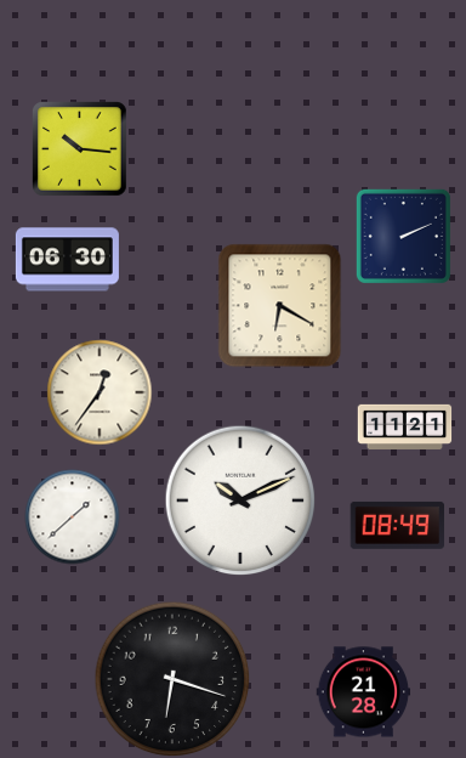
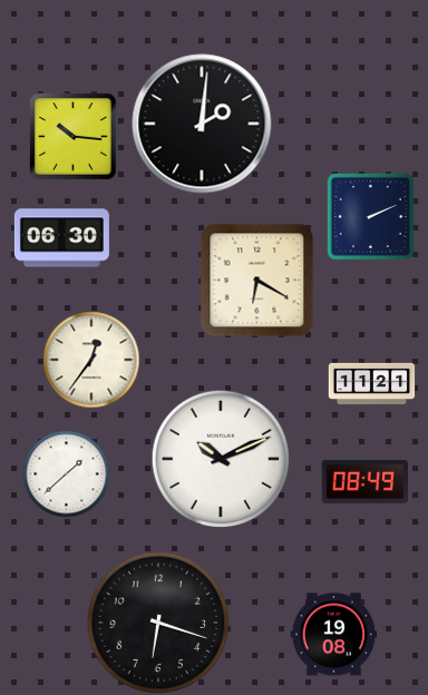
clock at (202, 124): none -> 2:01
clock at (404, 426) position: (404, 426) -> (371, 383)
clock at (363, 692): 21:28 -> 19:08
